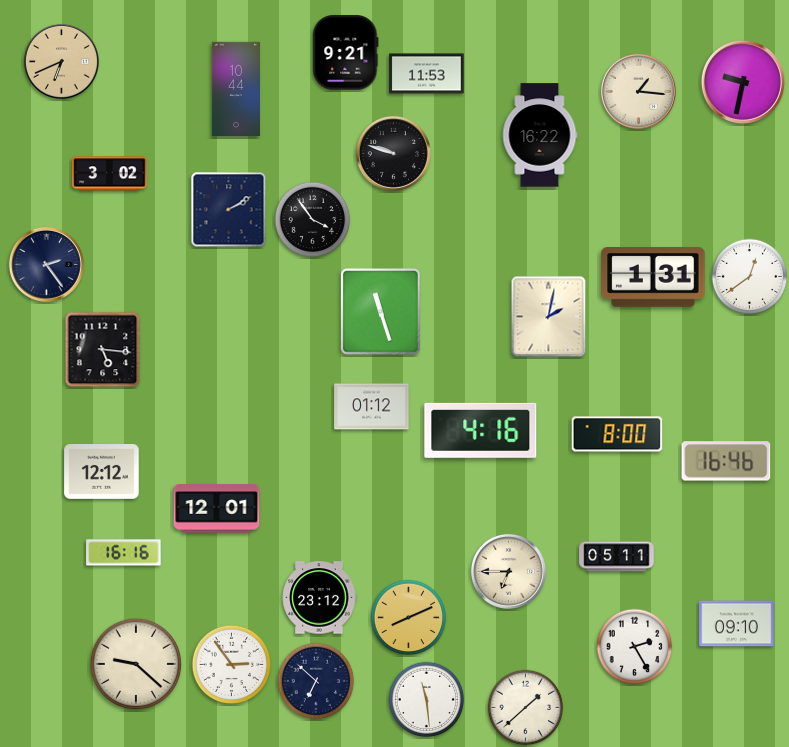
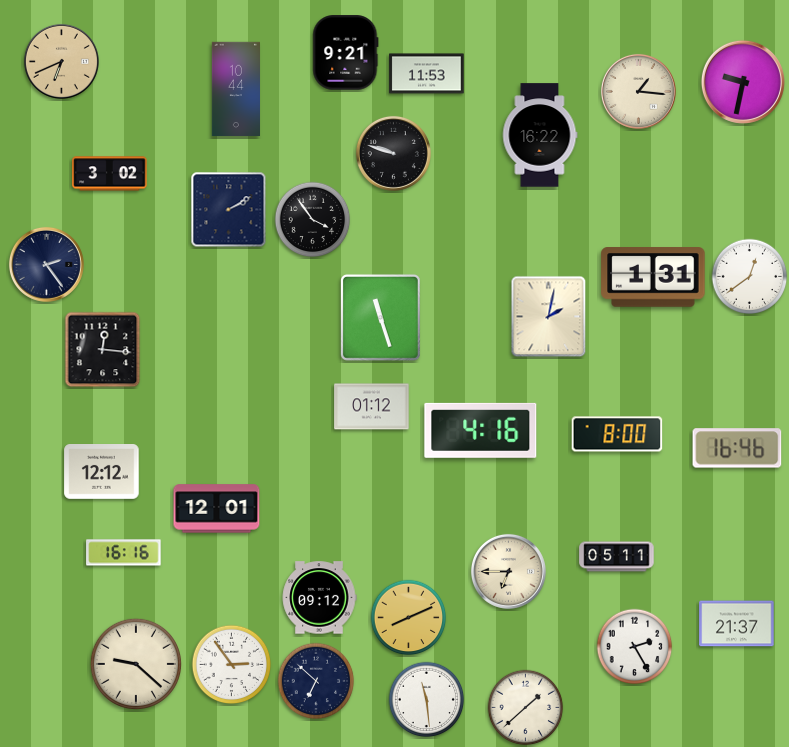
clock at (380, 311) position: (380, 311) -> (380, 317)
clock at (103, 350): 5:16 -> 12:16
clock at (726, 461) position: (726, 461) -> (737, 448)
clock at (319, 598): 23:12 -> 09:12
clock at (737, 624): 09:10 -> 21:37
